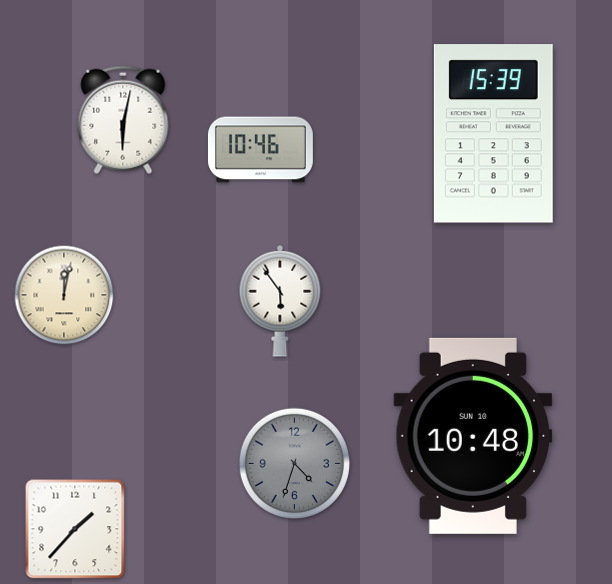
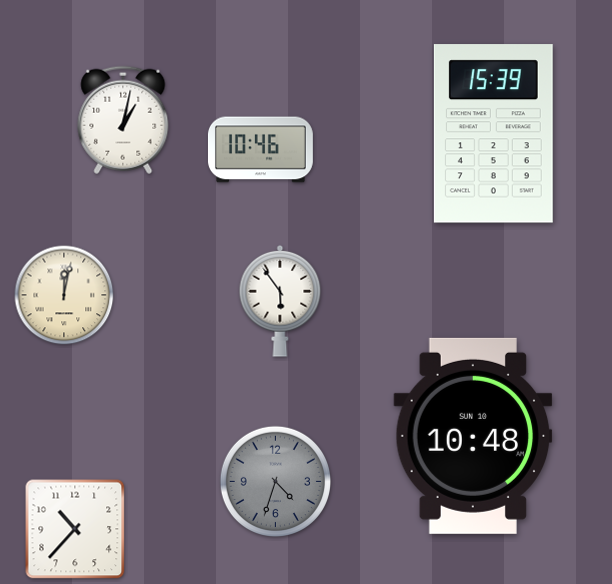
clock at (123, 120): 6:02 -> 1:02
clock at (294, 463) position: (294, 463) -> (275, 481)
clock at (75, 529): 1:37 -> 10:37
